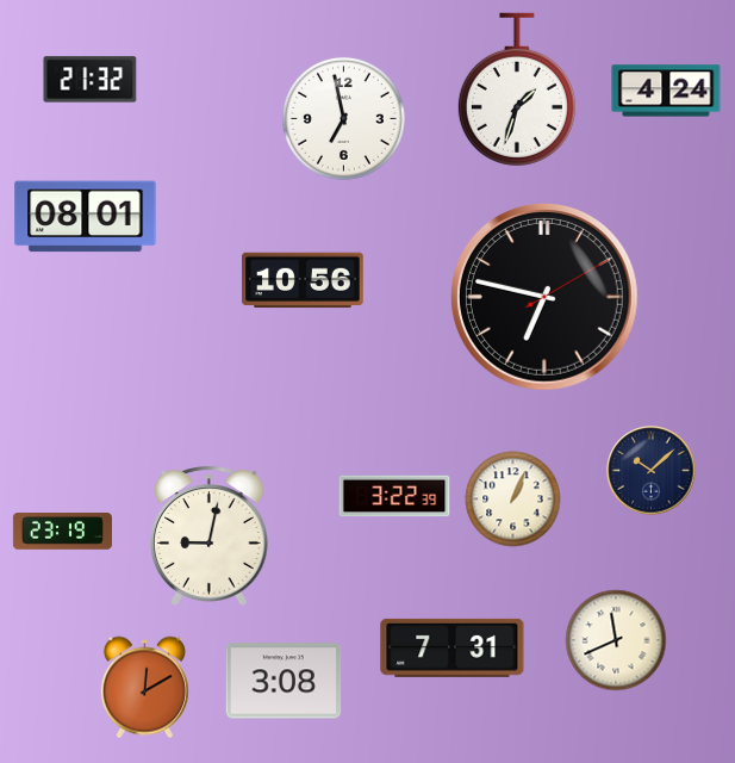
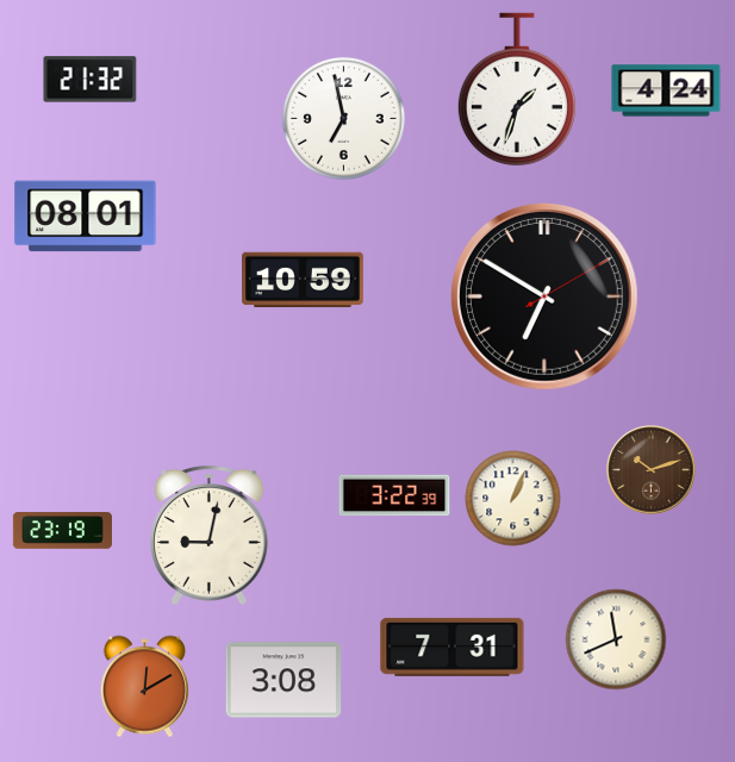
clock at (303, 280): 10:56 -> 10:59
clock at (546, 298): 6:47 -> 6:50
clock at (652, 471): 10:08 -> 10:12
clock at (652, 471) dial: navy -> brown
